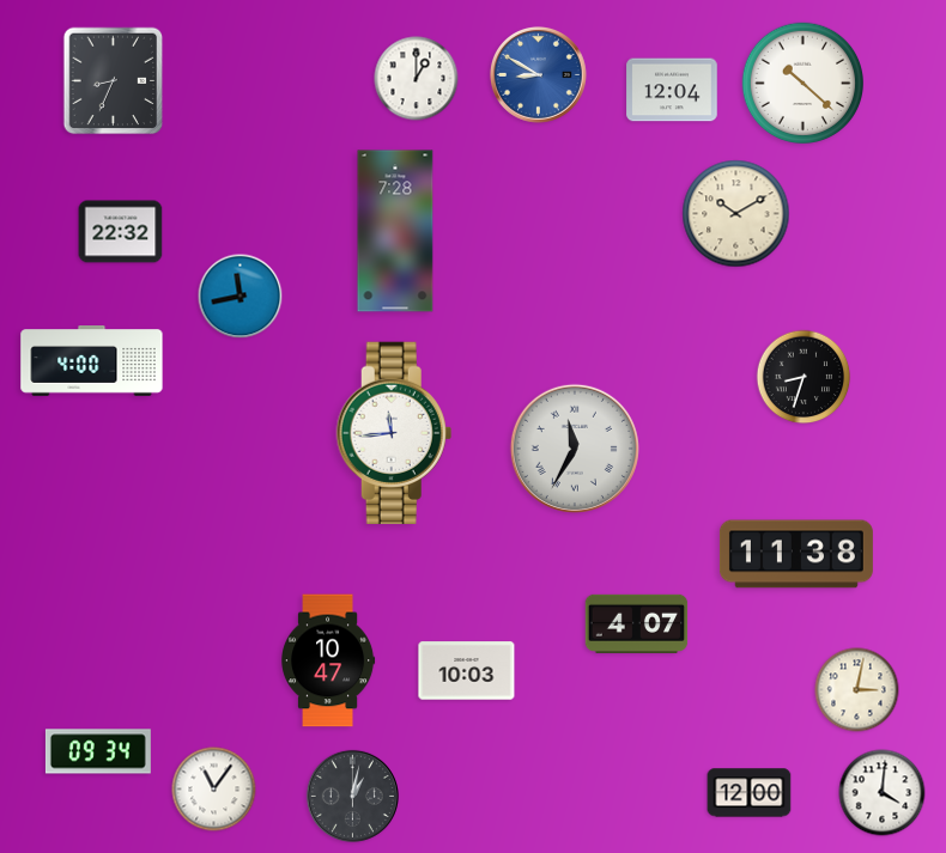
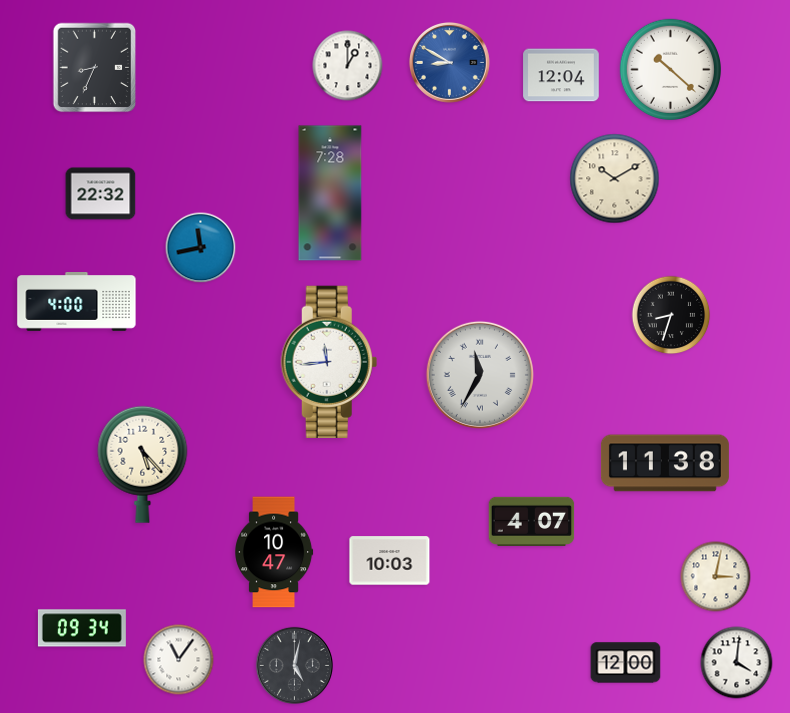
clock at (143, 464): none -> 5:23
clock at (352, 796): 1:02 -> 5:02
